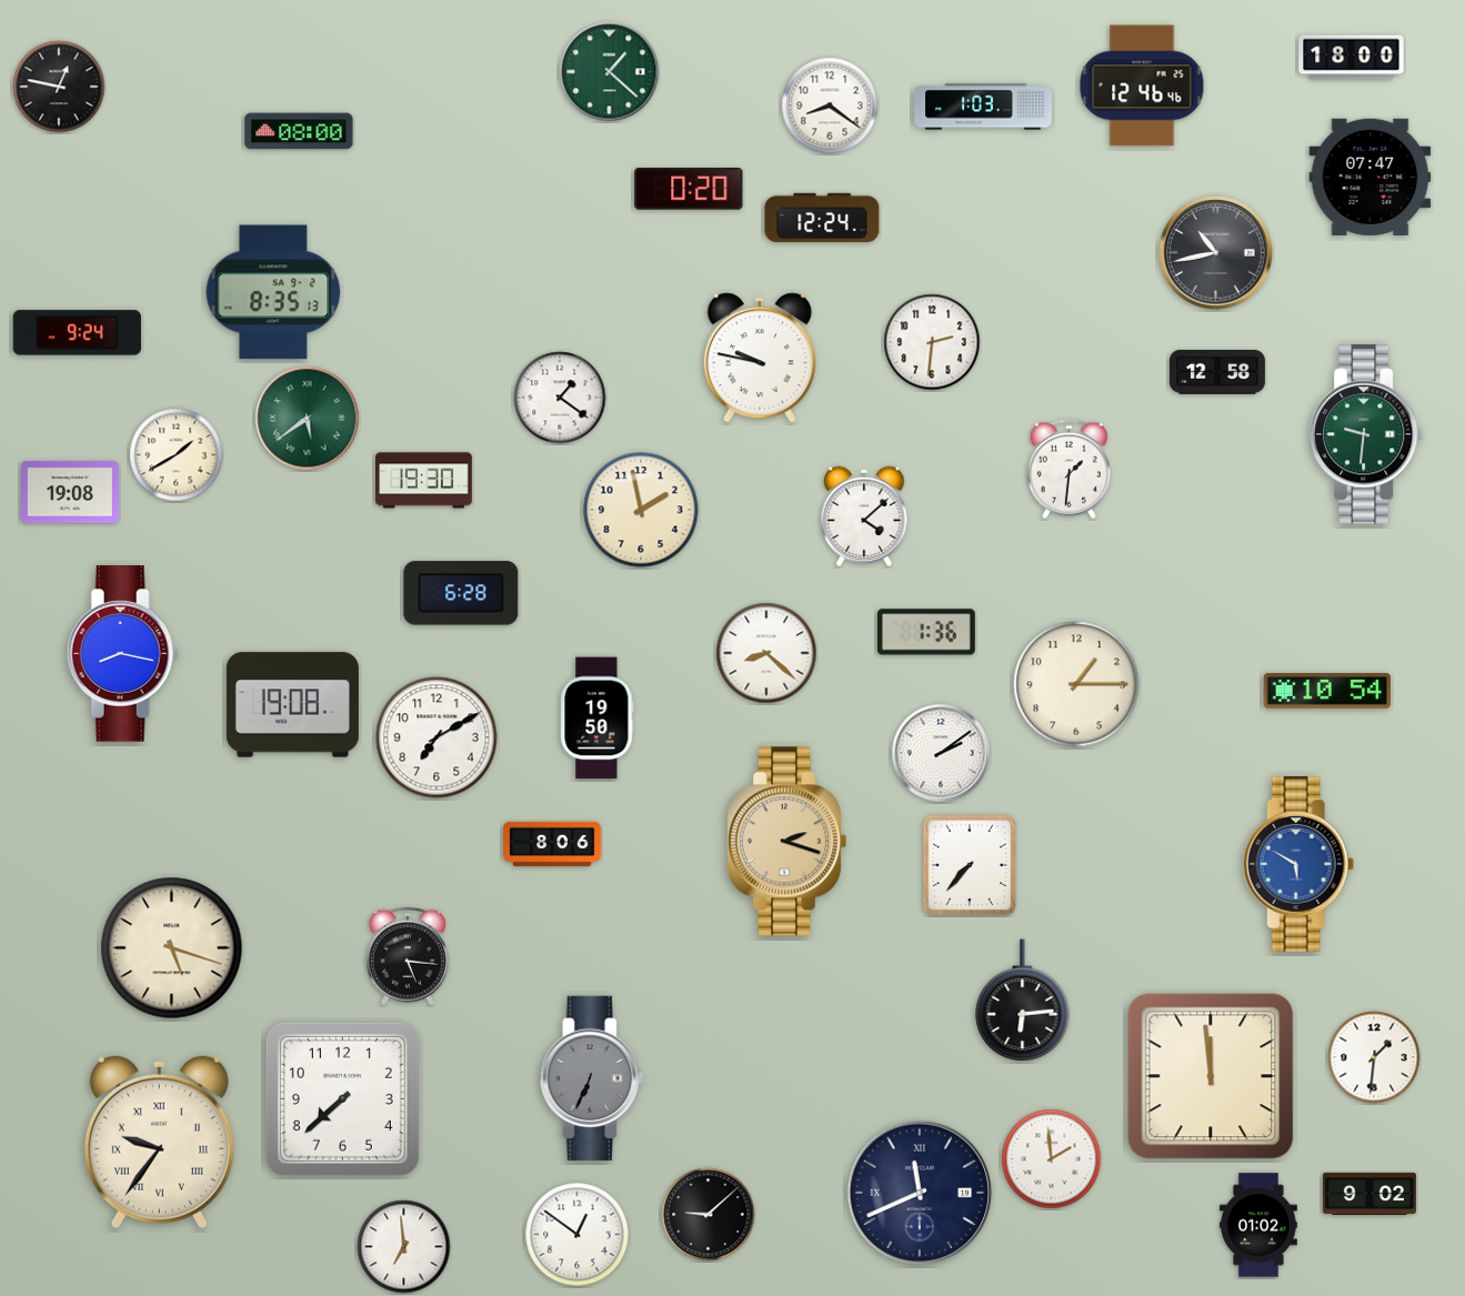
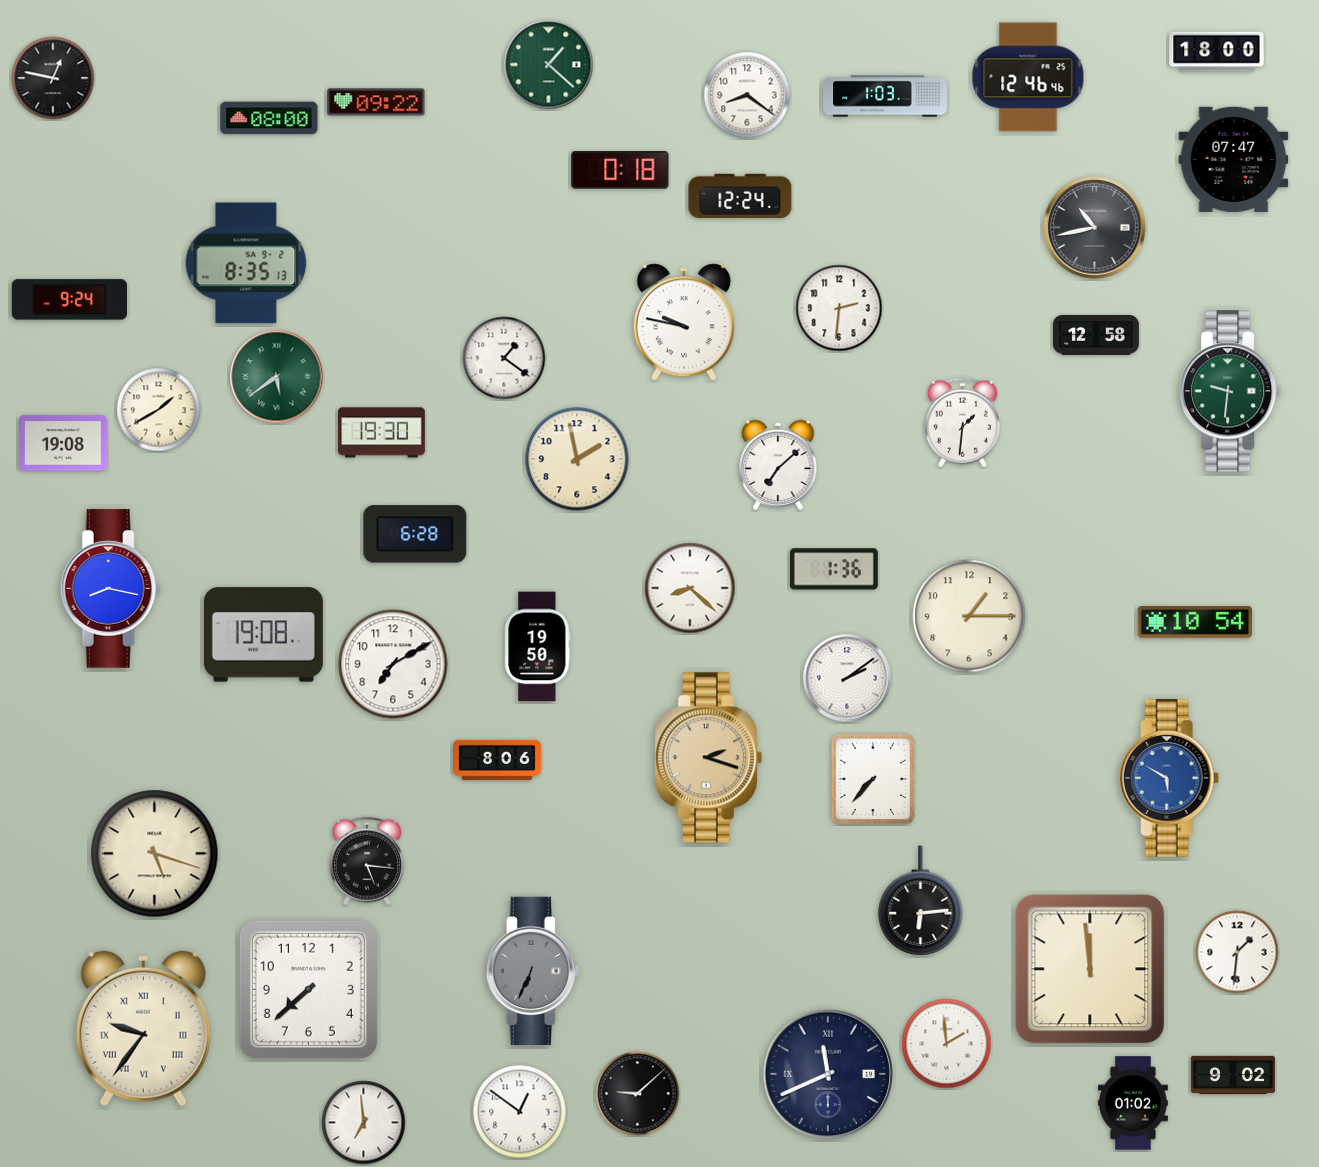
clock at (376, 102): none -> 09:22
clock at (689, 189): 0:20 -> 0:18
clock at (864, 516): 4:08 -> 7:08
